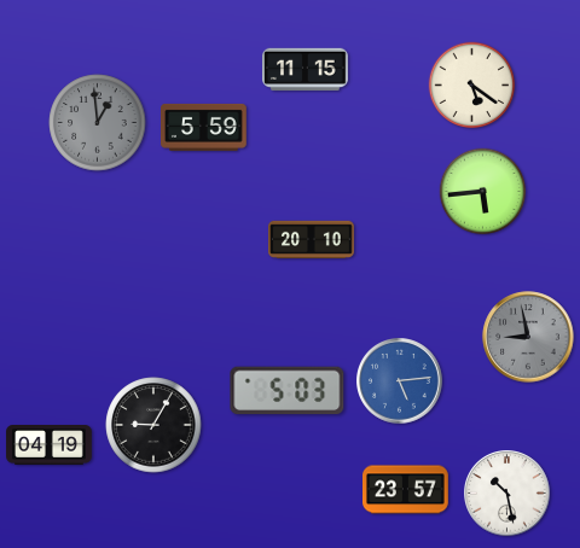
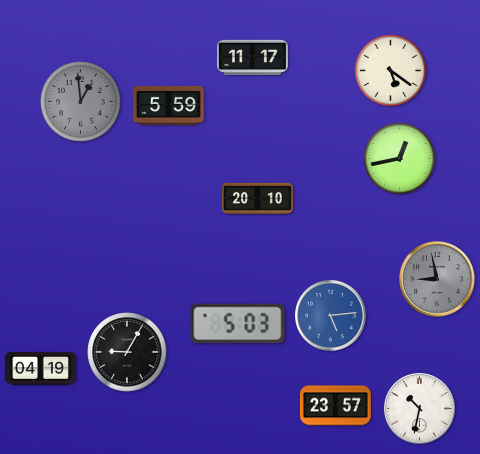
clock at (306, 69): 11:15 -> 11:17
clock at (483, 192): 5:44 -> 12:43
clock at (507, 494): 10:28 -> 10:32
